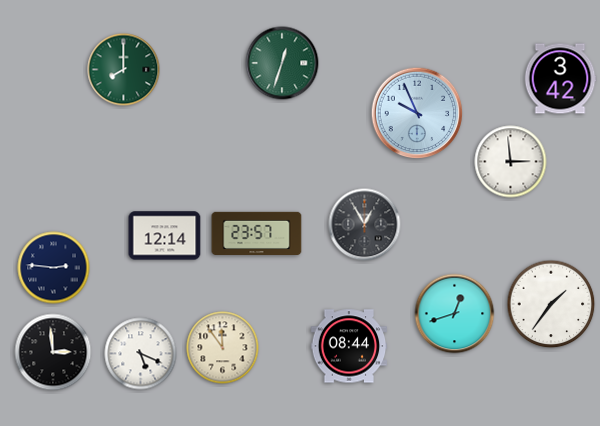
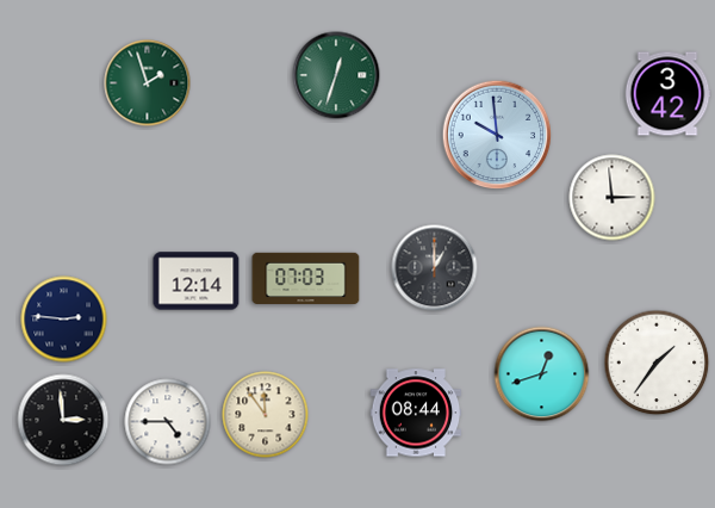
clock at (124, 70): 8:00 -> 1:57
clock at (417, 113): 9:56 -> 9:59
clock at (511, 162) position: (511, 162) -> (613, 198)
clock at (365, 225): 12:55 -> 1:00
clock at (257, 233): 23:57 -> 07:03
clock at (141, 354): 5:19 -> 4:45
